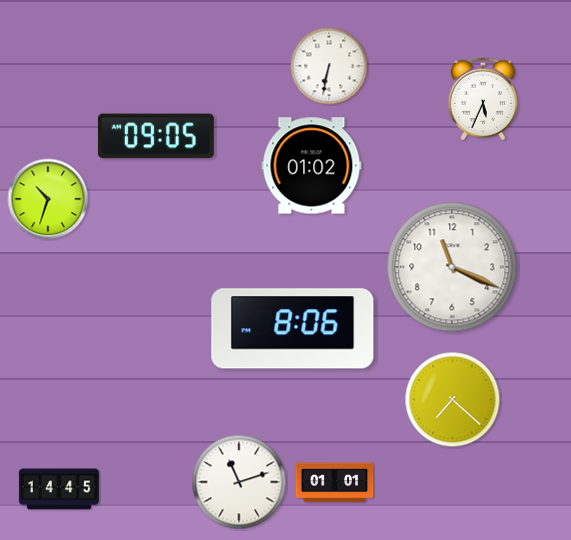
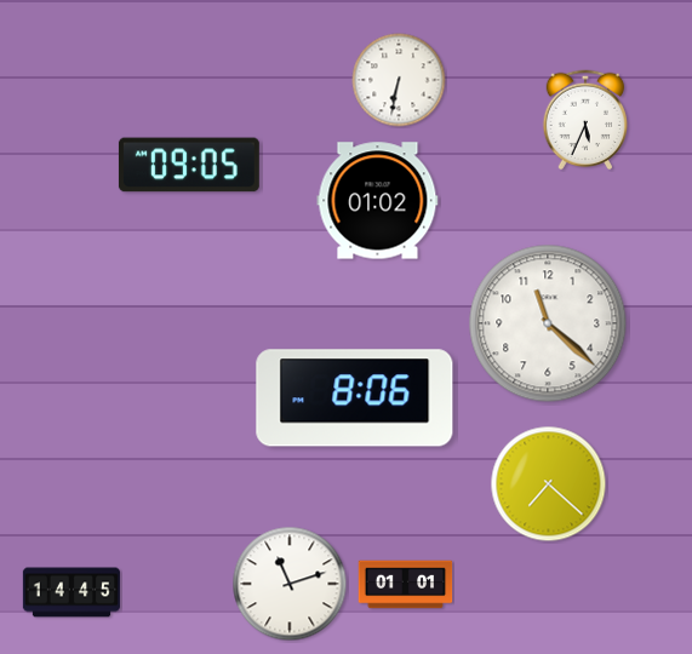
clock at (48, 199): 10:33 -> none
clock at (452, 267): 11:19 -> 11:22
